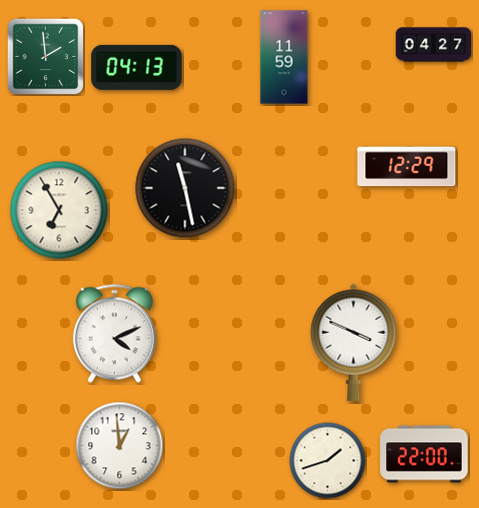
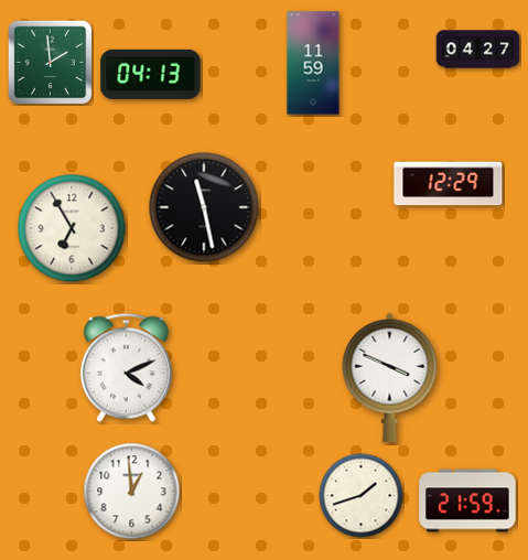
clock at (59, 210) position: (59, 210) -> (72, 228)
clock at (424, 454): 22:00 -> 21:59
clock at (328, 461) position: (328, 461) -> (362, 496)
